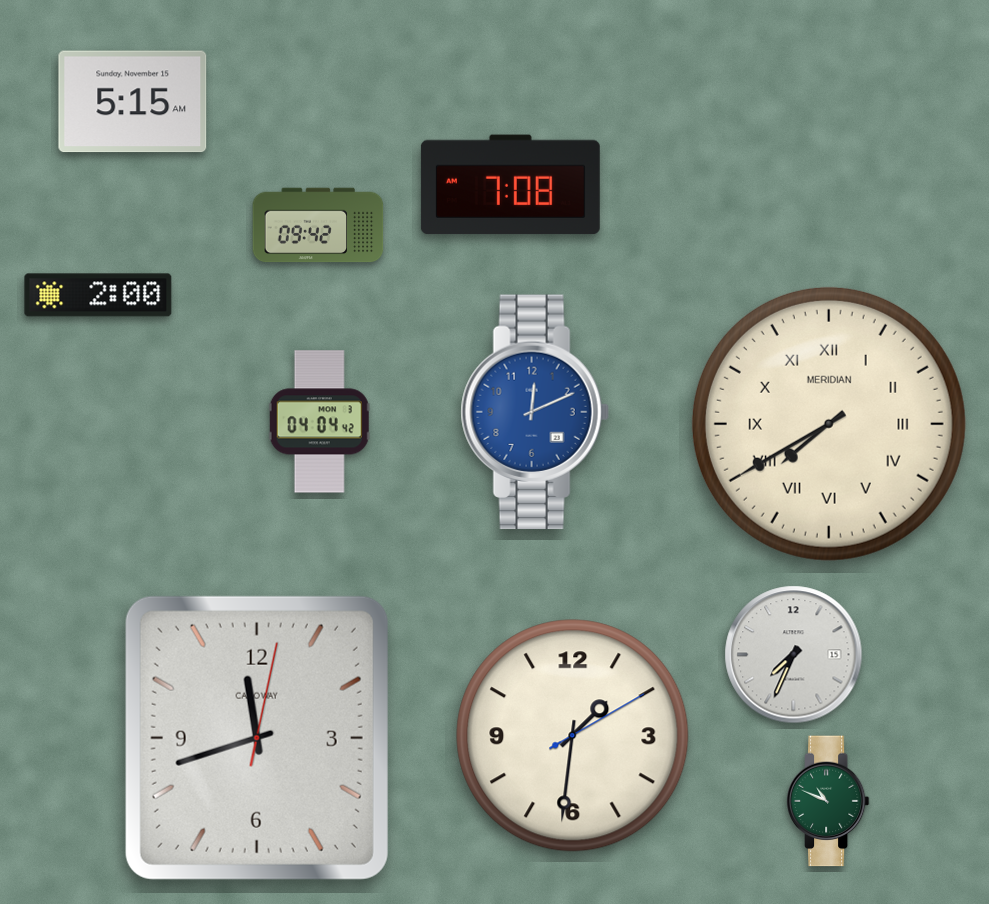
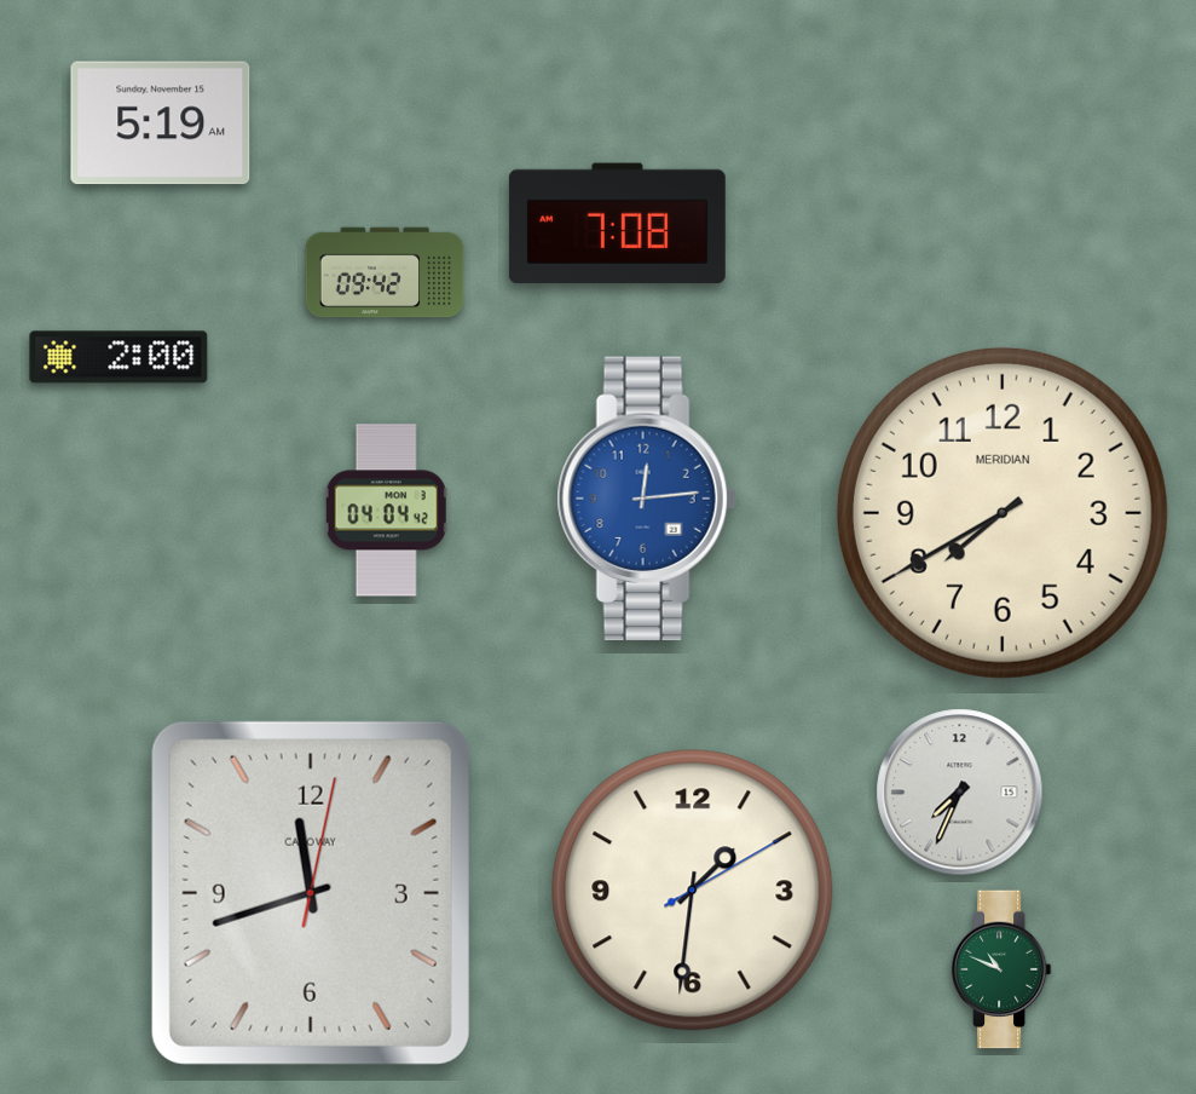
clock at (133, 102): 5:15 -> 5:19
clock at (535, 412): 12:11 -> 12:14
clock at (829, 424) numerals: Roman -> Arabic
